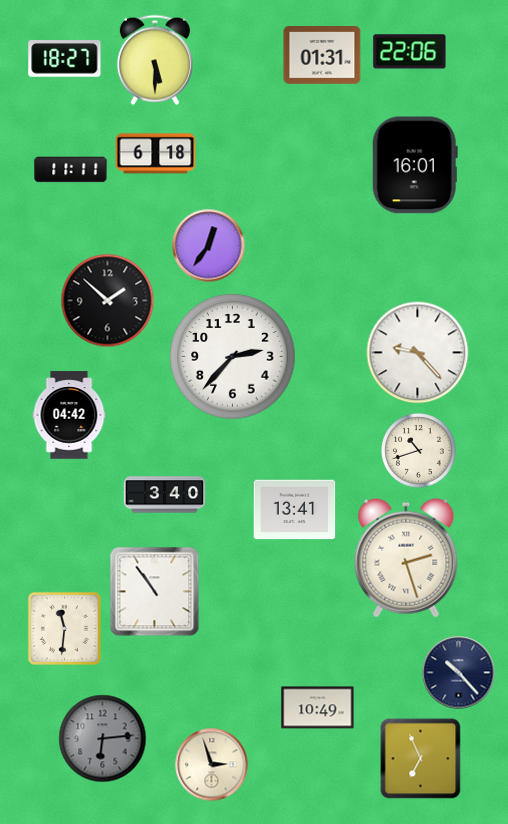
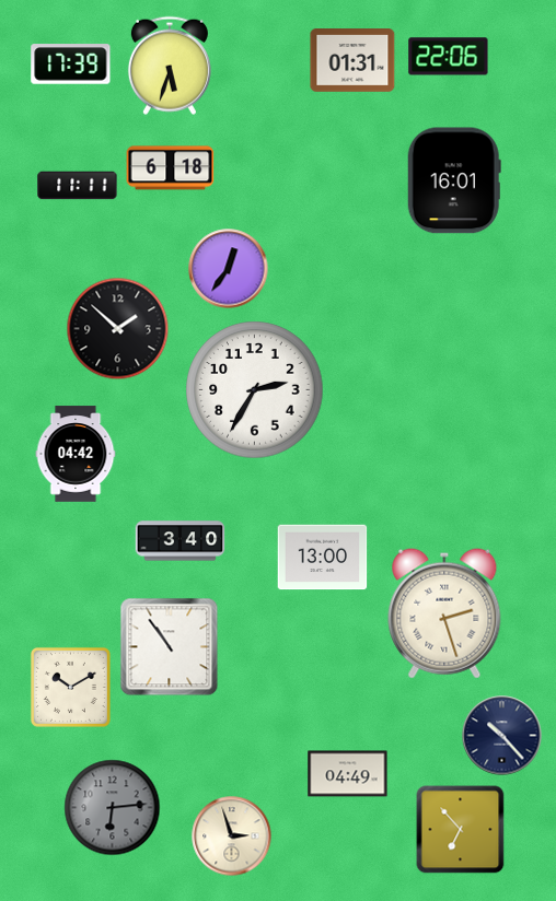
clock at (65, 59): 18:27 -> 17:39
clock at (155, 60): 5:30 -> 5:33
clock at (418, 353): 9:23 -> none
clock at (233, 357): 2:37 -> 2:35
clock at (419, 451): 10:42 -> none
clock at (295, 510): 13:41 -> 13:00
clock at (406, 558) position: (406, 558) -> (444, 613)
clock at (64, 628): 11:31 -> 10:10
clock at (318, 708): 10:49 -> 04:49
clock at (421, 759): 6:56 -> 6:53
